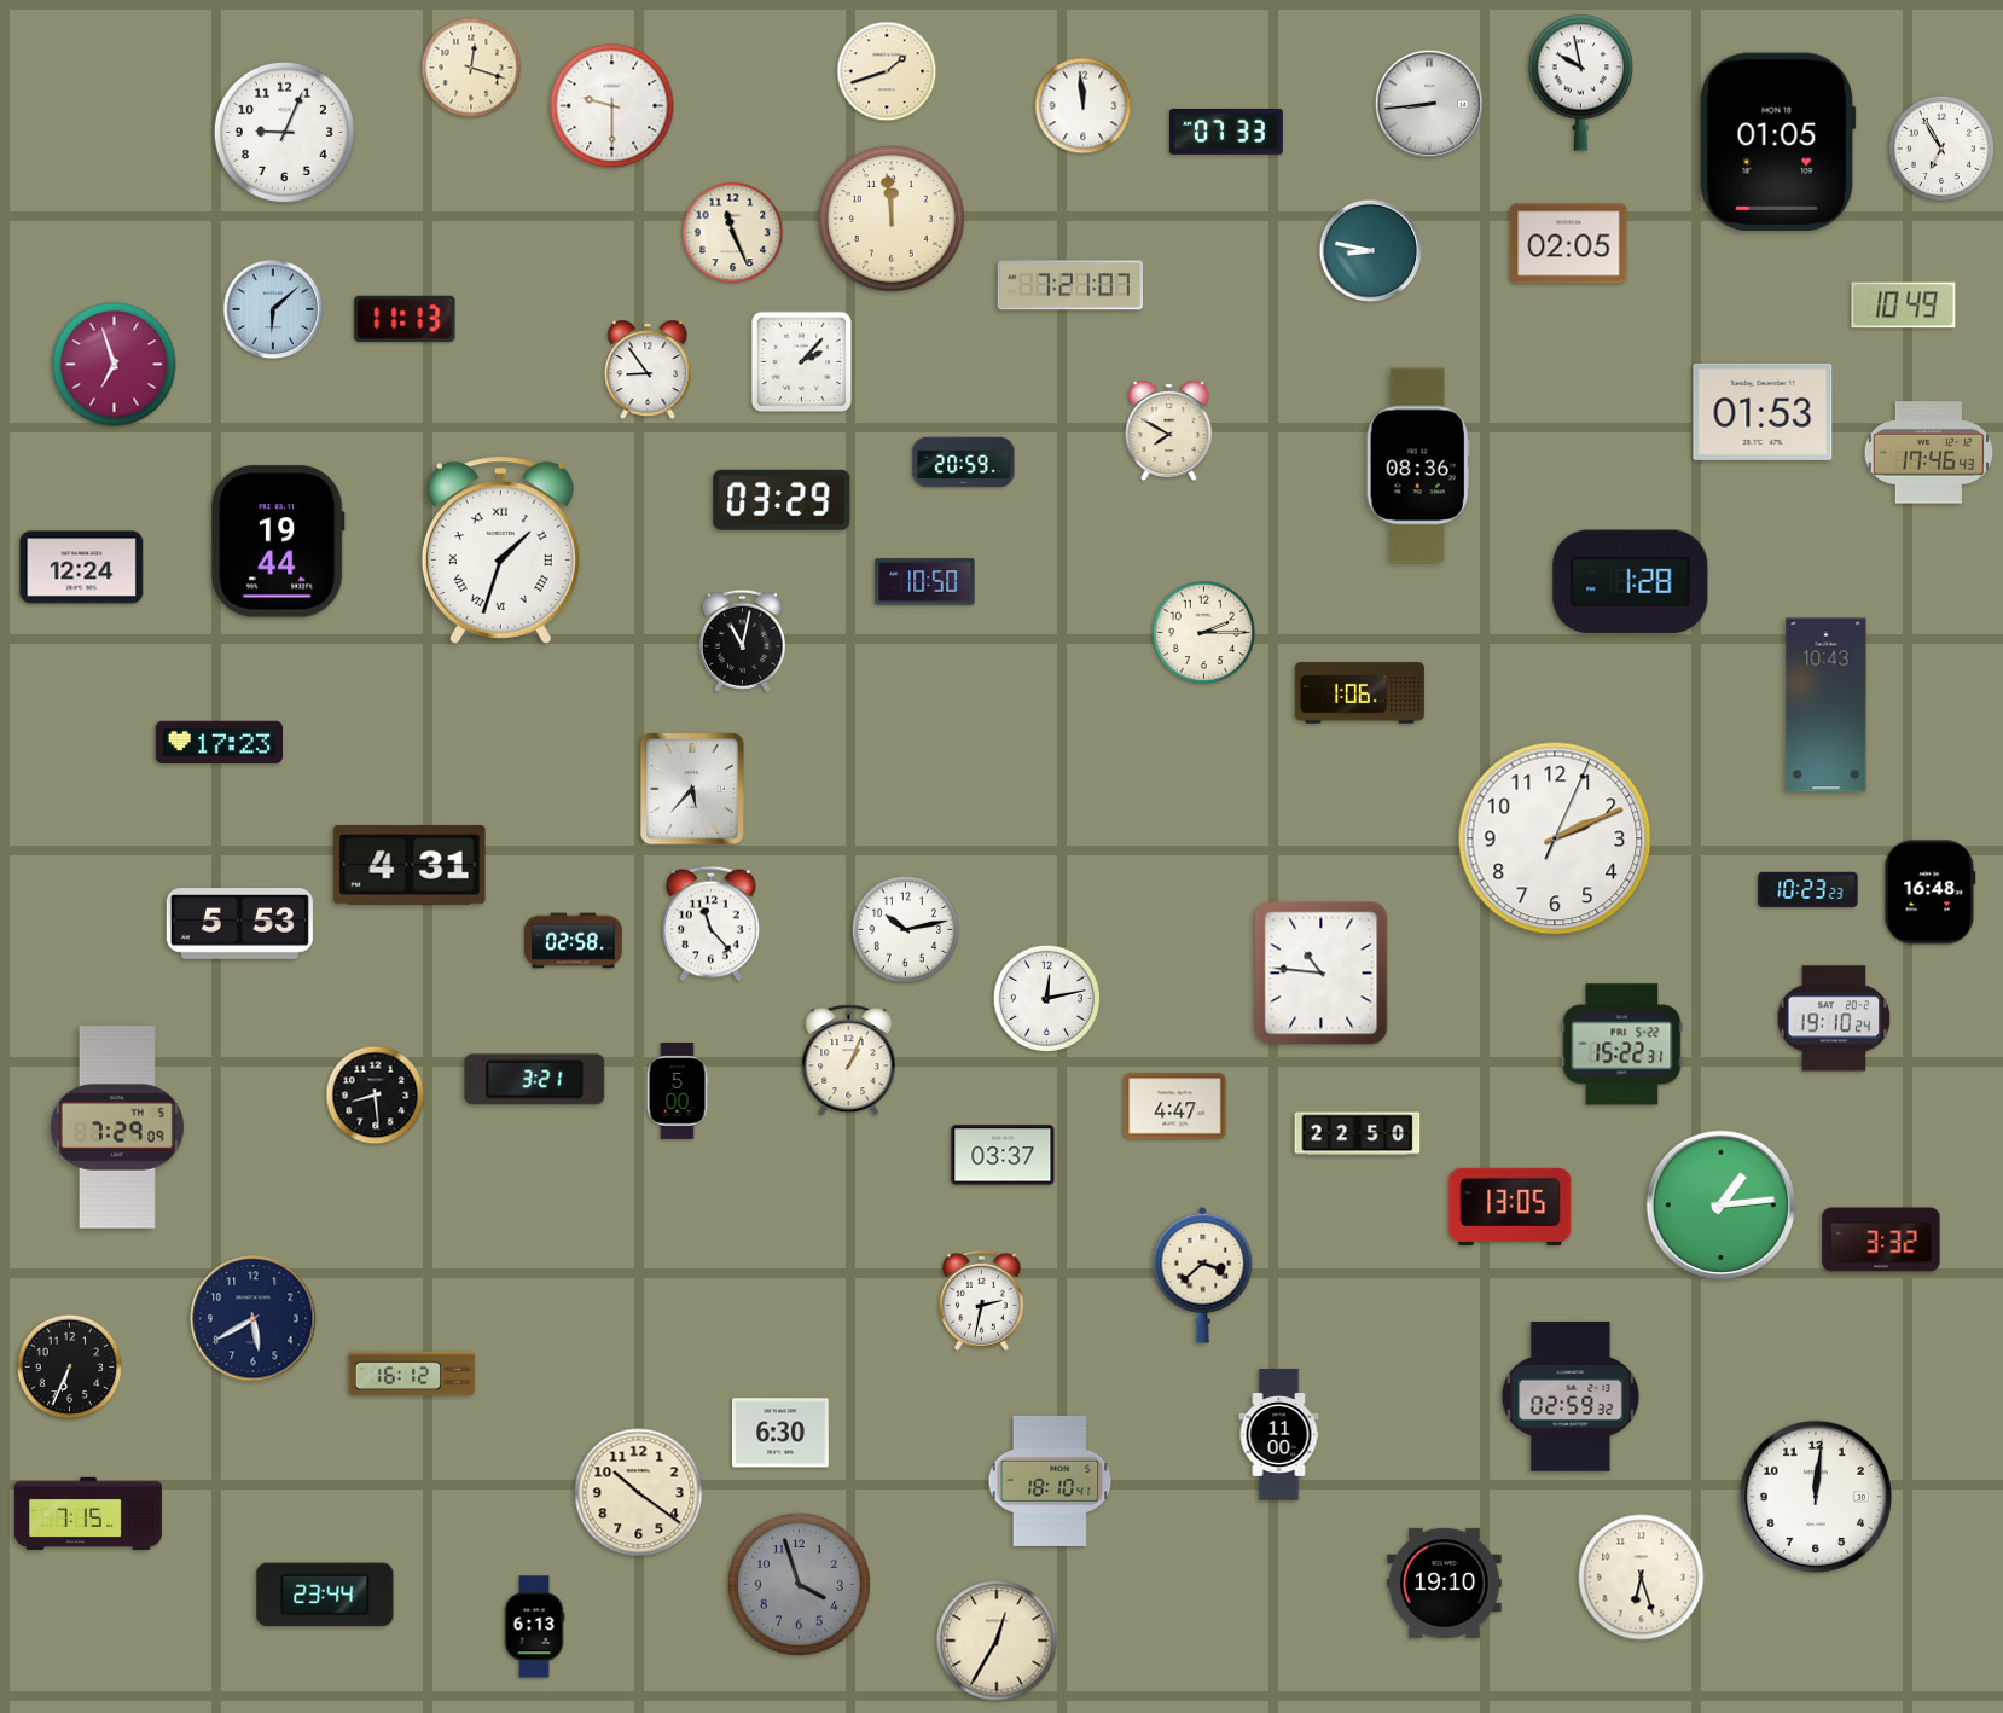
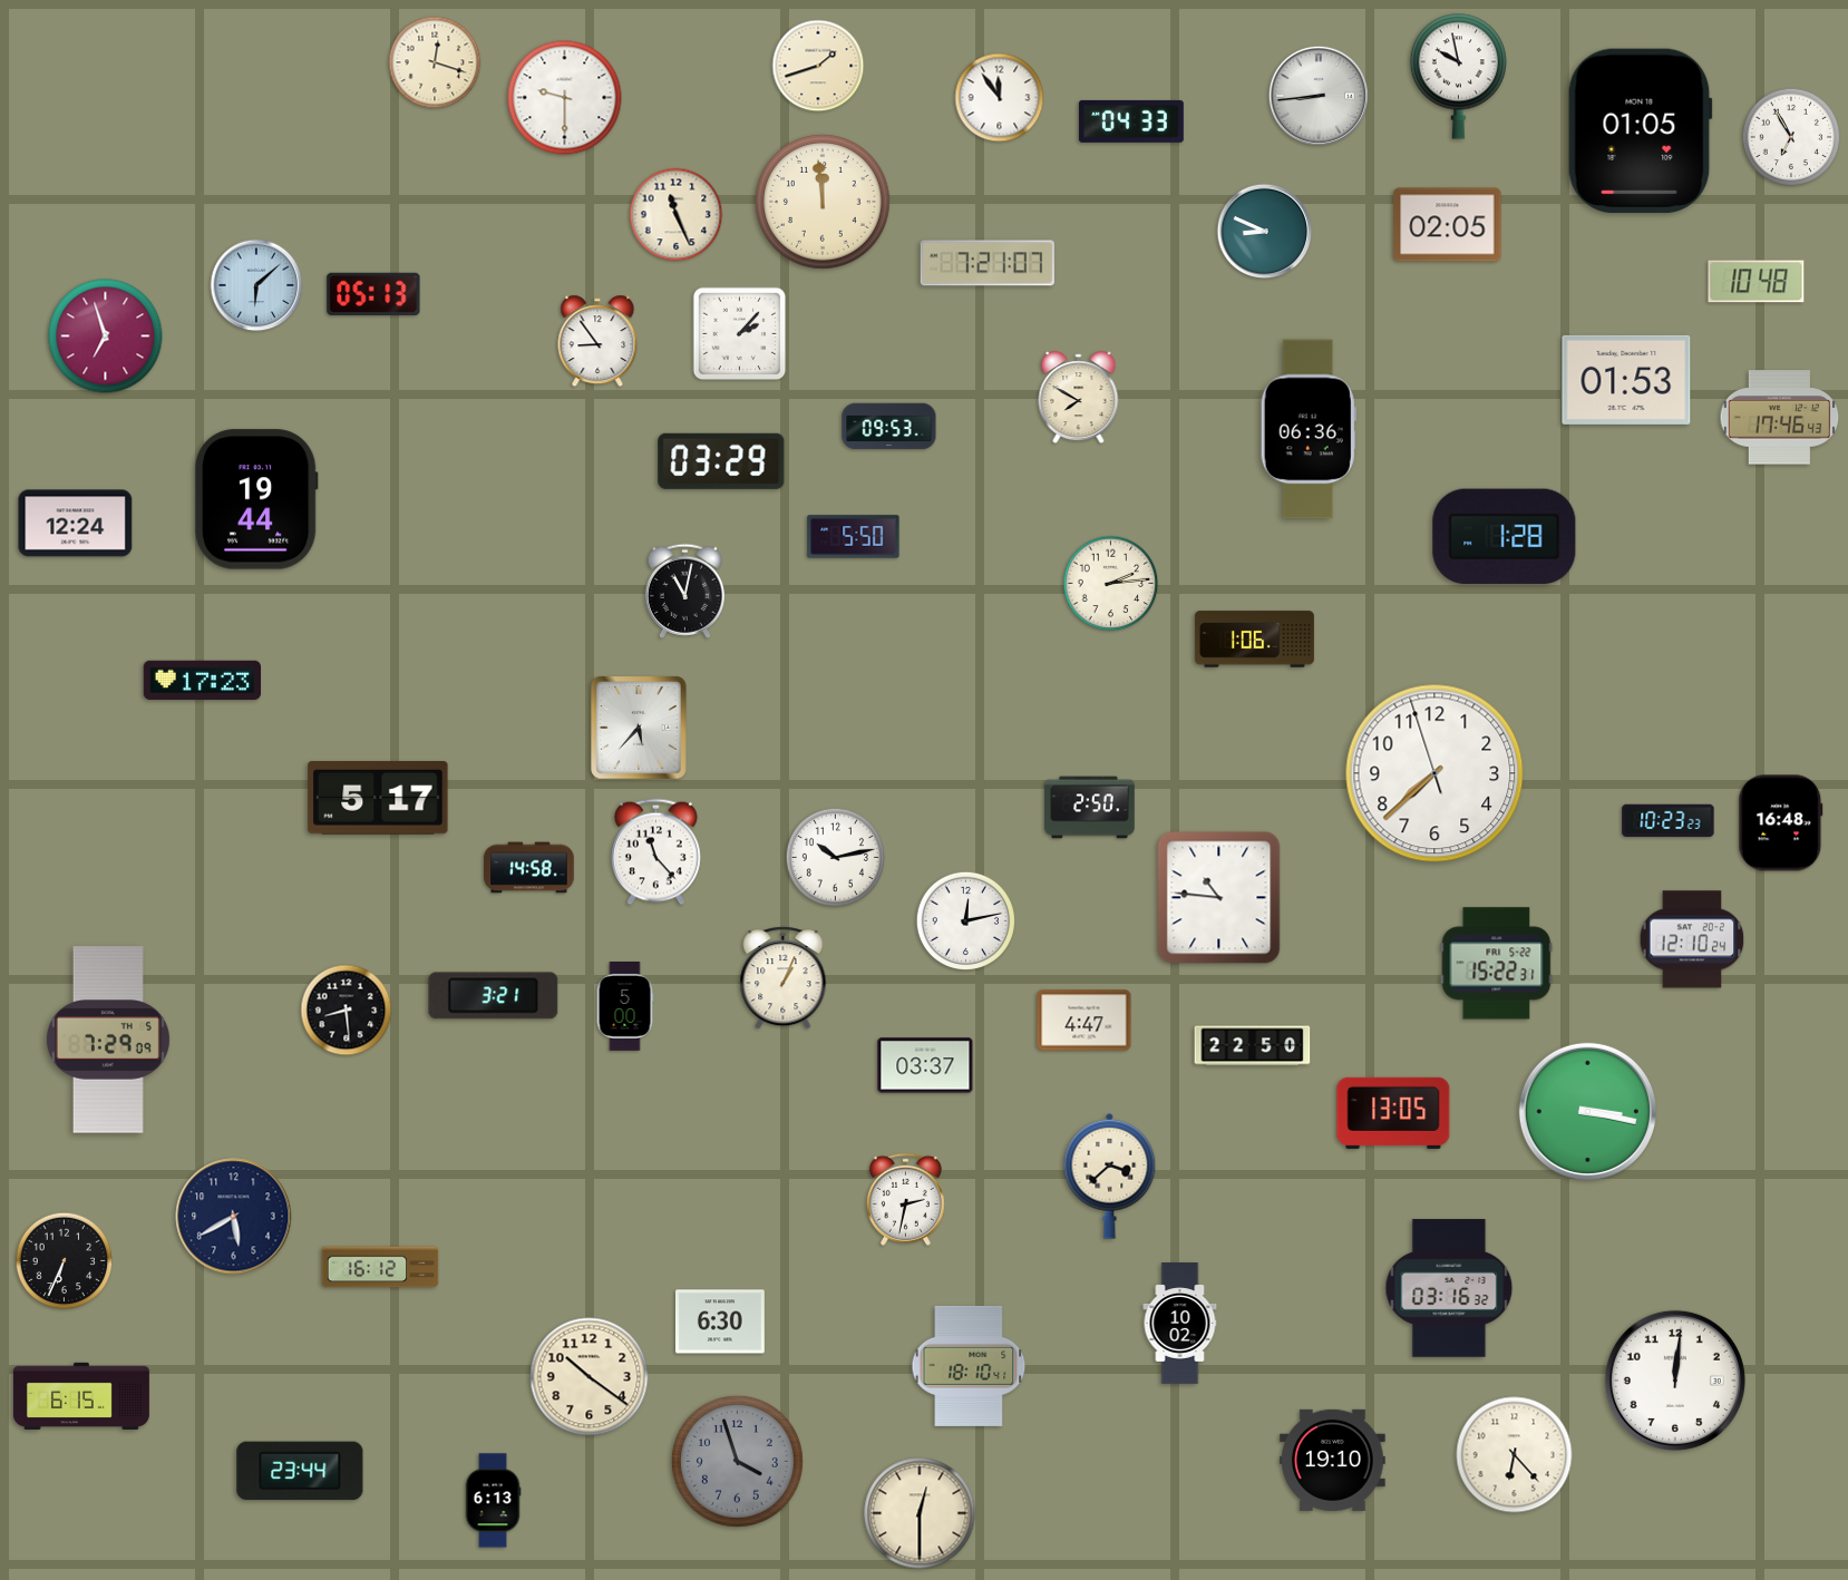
clock at (1084, 106): 11:59 -> 11:54
clock at (284, 132): 9:04 -> none
clock at (1226, 132): 07:33 -> 04:33
clock at (1371, 251): 8:47 -> 8:49
clock at (1904, 306): 10:49 -> 10:48
clock at (273, 309) position: (273, 309) -> (256, 285)
clock at (405, 319): 11:13 -> 05:13
clock at (964, 463): 20:59 -> 09:53
clock at (1418, 465): 08:36 -> 06:36
clock at (500, 551): 1:33 -> none
clock at (925, 582): 10:50 -> 5:50
clock at (1204, 633): 2:15 -> 2:14
clock at (1827, 705): 10:43 -> none
clock at (219, 742) position: (219, 742) -> (202, 680)
clock at (1555, 838): 2:11 -> 7:37
clock at (410, 866): 4:31 -> 5:17
clock at (1090, 808): none -> 2:50
clock at (239, 924): 5:53 -> none
clock at (574, 941): 02:58 -> 14:58
clock at (1834, 1018): 19:10 -> 12:10
clock at (1720, 1204): 1:14 -> 3:17
clock at (1881, 1239): 3:32 -> none
clock at (1571, 1396): 02:59 -> 03:16
clock at (1279, 1435): 11:00 -> 10:02
clock at (88, 1514): 7:15 -> 6:15
clock at (1642, 1578): 6:27 -> 6:23
clock at (997, 1641): 12:35 -> 12:30
